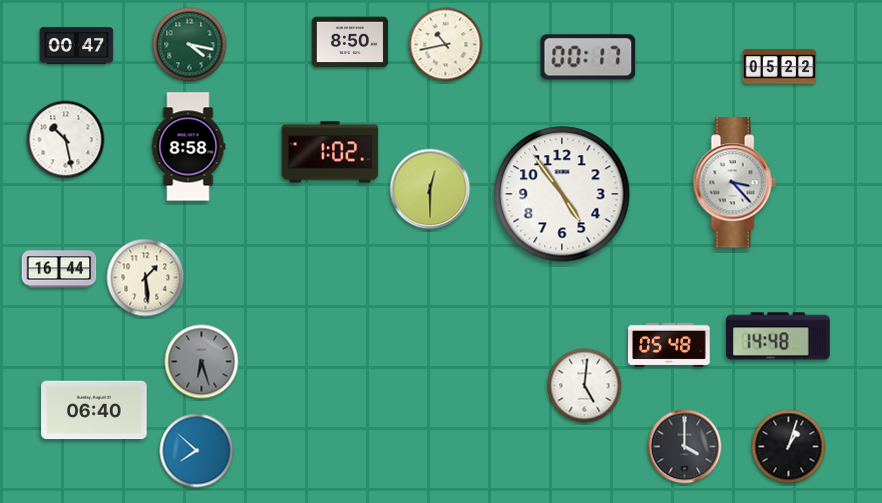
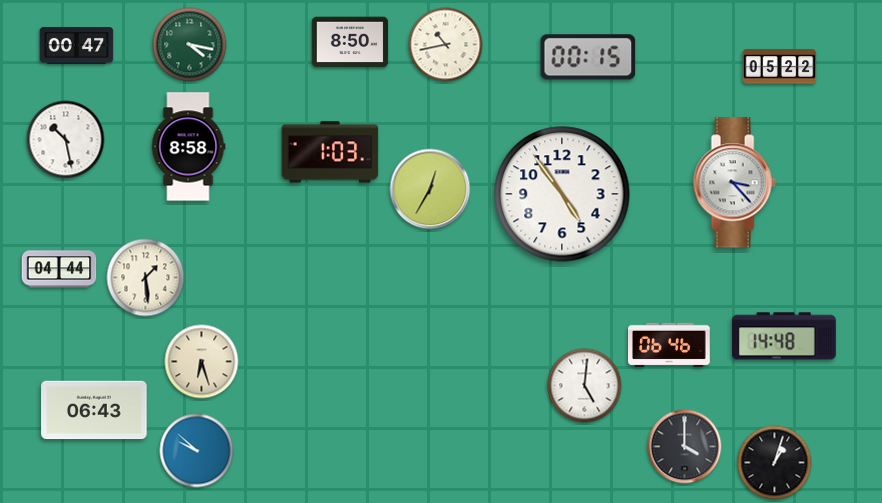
clock at (588, 57): 00:17 -> 00:15
clock at (330, 152): 1:02 -> 1:03
clock at (430, 189): 12:30 -> 12:35
clock at (59, 269): 16:44 -> 04:44
clock at (779, 336) position: (779, 336) -> (785, 336)
clock at (669, 345): 05:48 -> 06:46
clock at (202, 362) dial: grey -> cream
clock at (94, 410): 06:40 -> 06:43
clock at (789, 447) position: (789, 447) -> (775, 463)
clock at (197, 451): 7:52 -> 9:52
